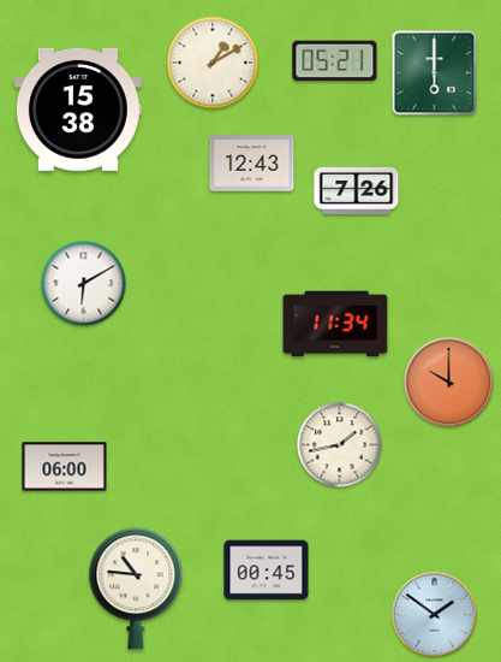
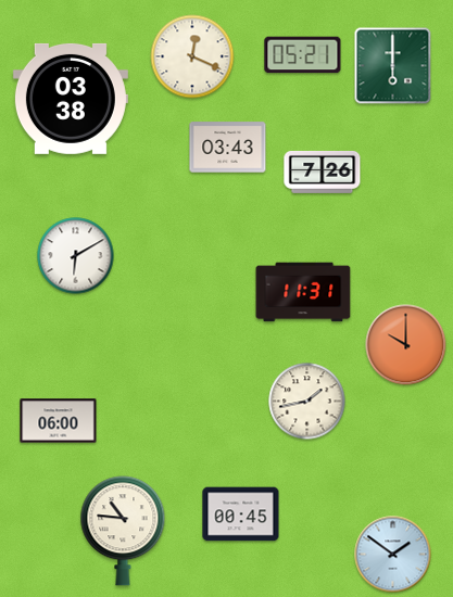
clock at (213, 63): 1:10 -> 12:19
clock at (78, 110): 15:38 -> 03:38
clock at (252, 164): 12:43 -> 03:43
clock at (335, 324): 11:34 -> 11:31
